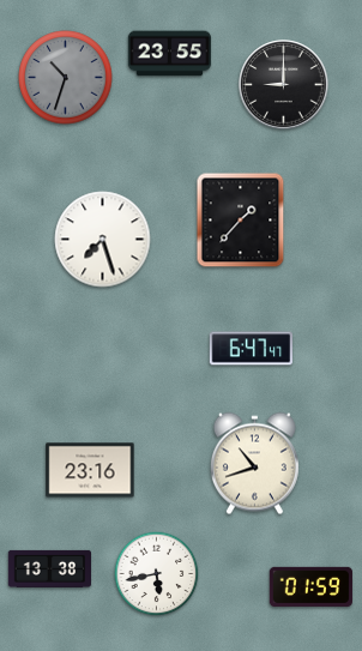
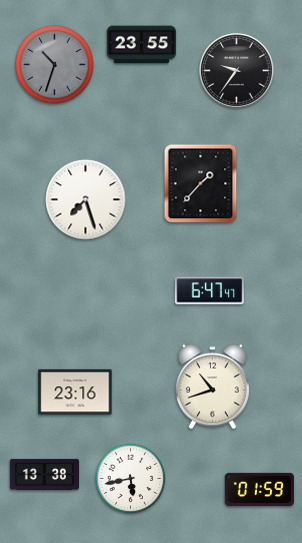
clock at (284, 85): 9:00 -> 9:36
clock at (49, 568) position: (49, 568) -> (44, 474)
